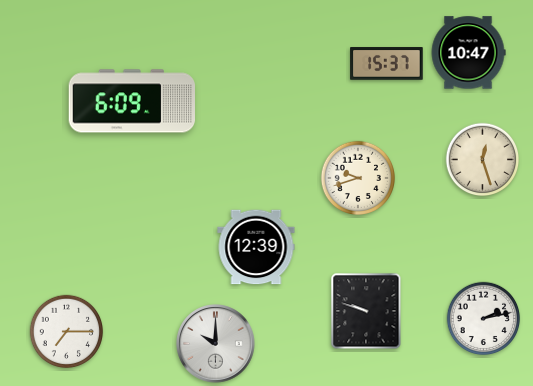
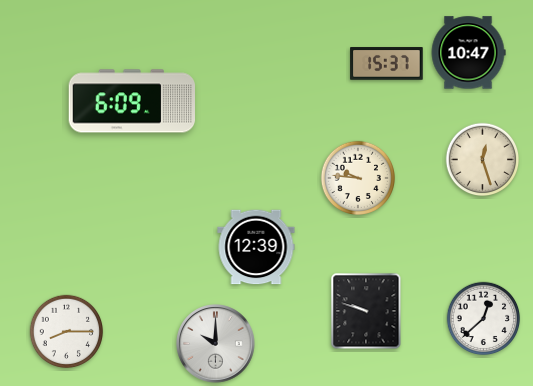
clock at (357, 177): 9:42 -> 9:46
clock at (484, 319): 2:13 -> 12:38
clock at (67, 332): 7:15 -> 8:15
